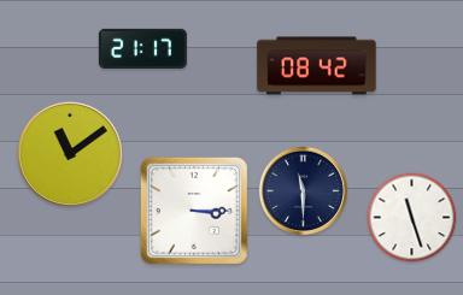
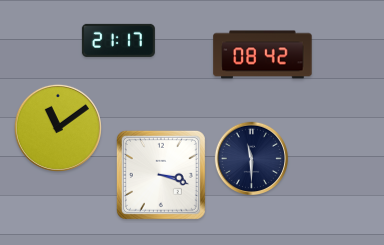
clock at (194, 211): 3:15 -> 3:18
clock at (412, 218): 11:27 -> none
